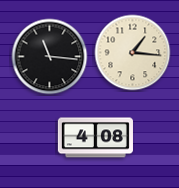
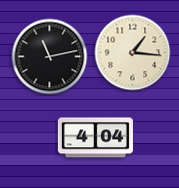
clock at (50, 57): 11:16 -> 11:13
clock at (95, 138): 4:08 -> 4:04
